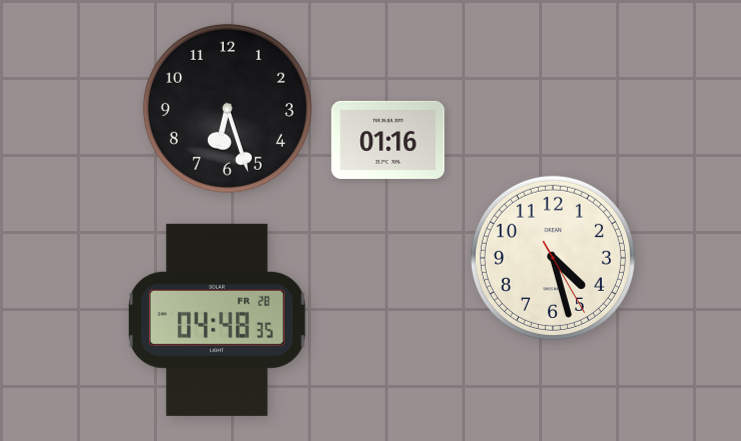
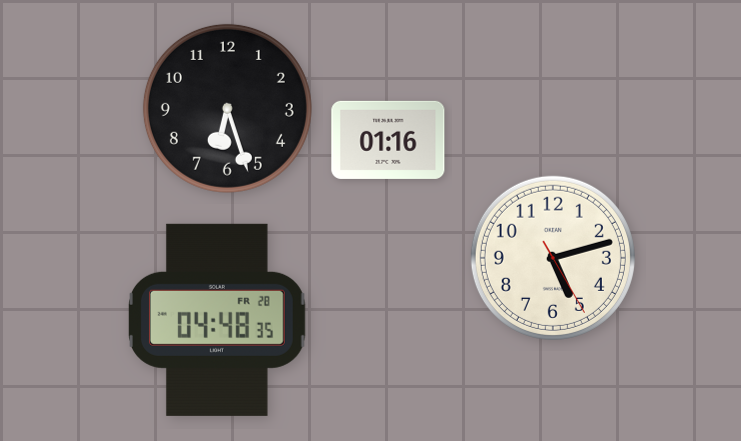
clock at (553, 258): 4:27 -> 5:12
